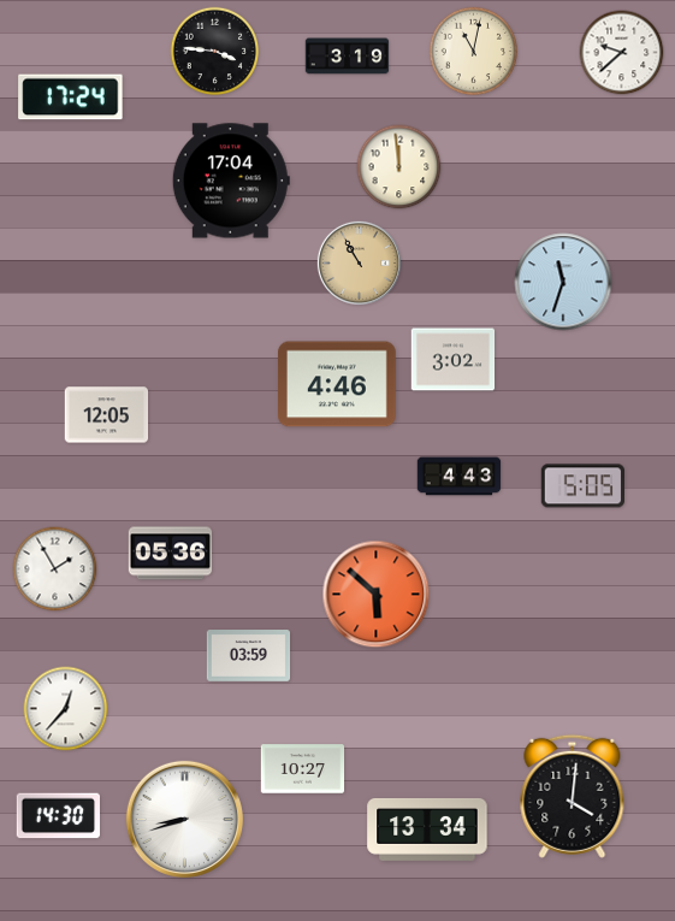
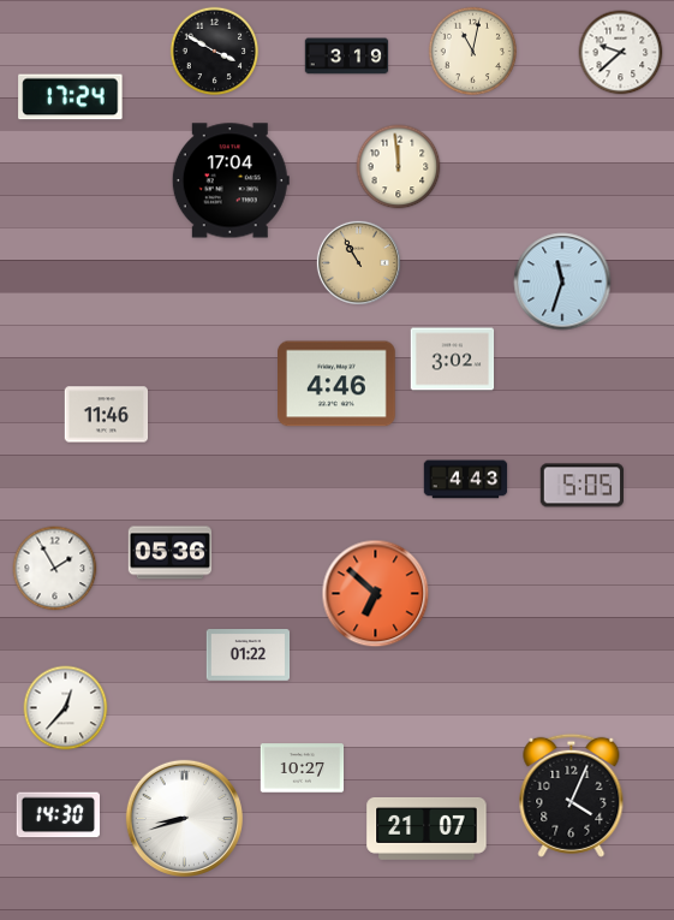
clock at (215, 52): 3:46 -> 3:50
clock at (107, 415): 12:05 -> 11:46
clock at (460, 477) position: (460, 477) -> (466, 480)
clock at (377, 595): 5:52 -> 6:52
clock at (249, 656): 03:59 -> 01:22
clock at (573, 796): 4:01 -> 4:04
clock at (427, 830): 13:34 -> 21:07
